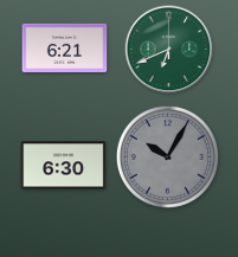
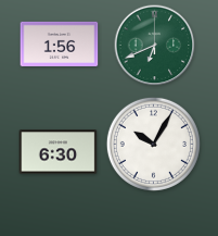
clock at (65, 47): 6:21 -> 1:56
clock at (167, 156) dial: grey -> white
